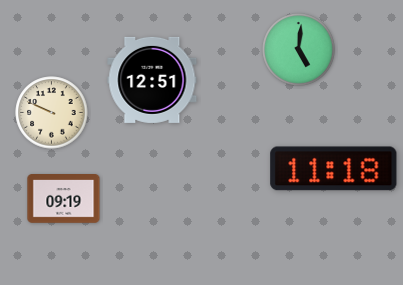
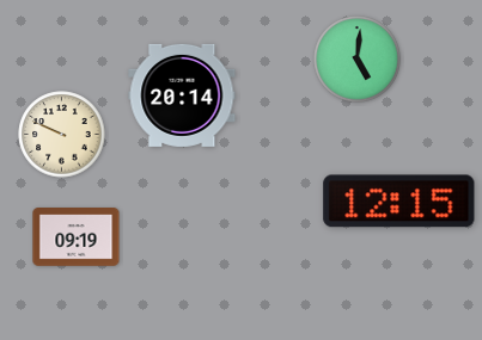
clock at (152, 80): 12:51 -> 20:14
clock at (334, 169): 11:18 -> 12:15
